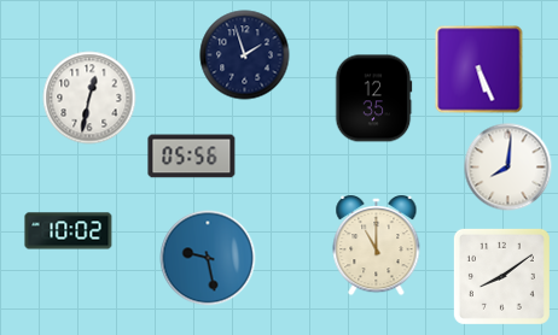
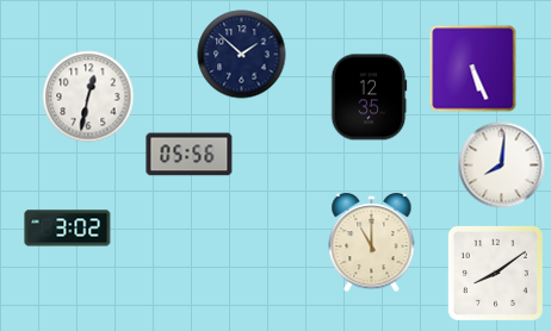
clock at (245, 55): 1:57 -> 1:52
clock at (69, 231): 10:02 -> 3:02
clock at (208, 258): 9:28 -> none
